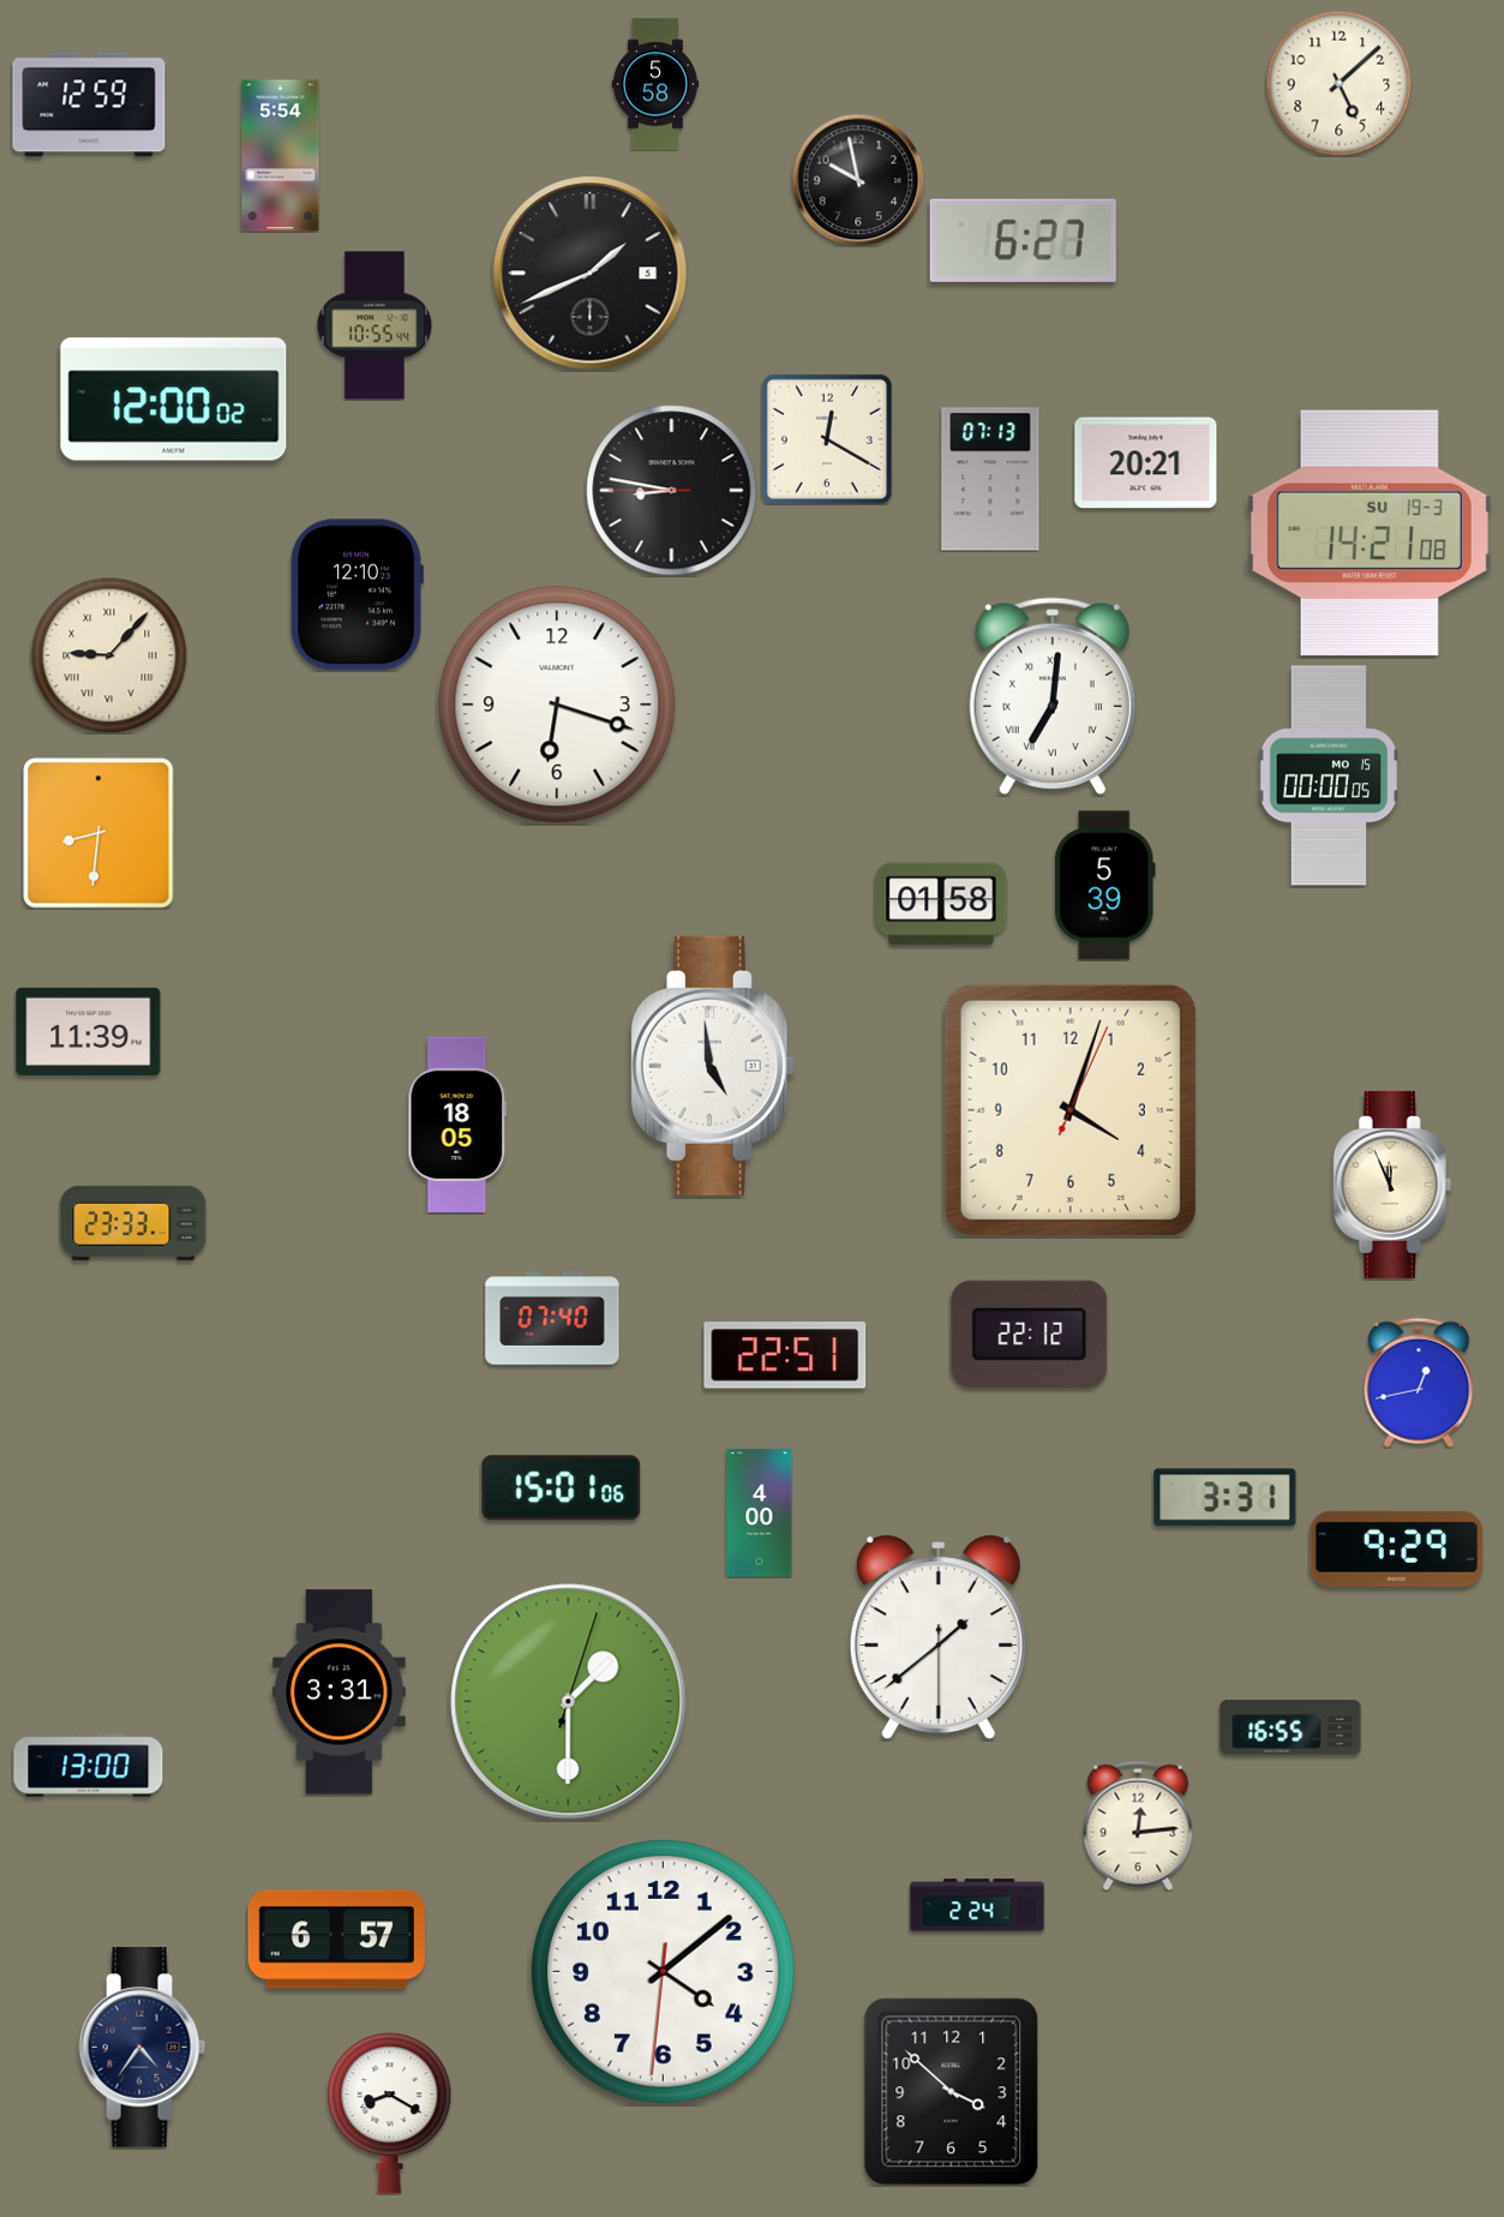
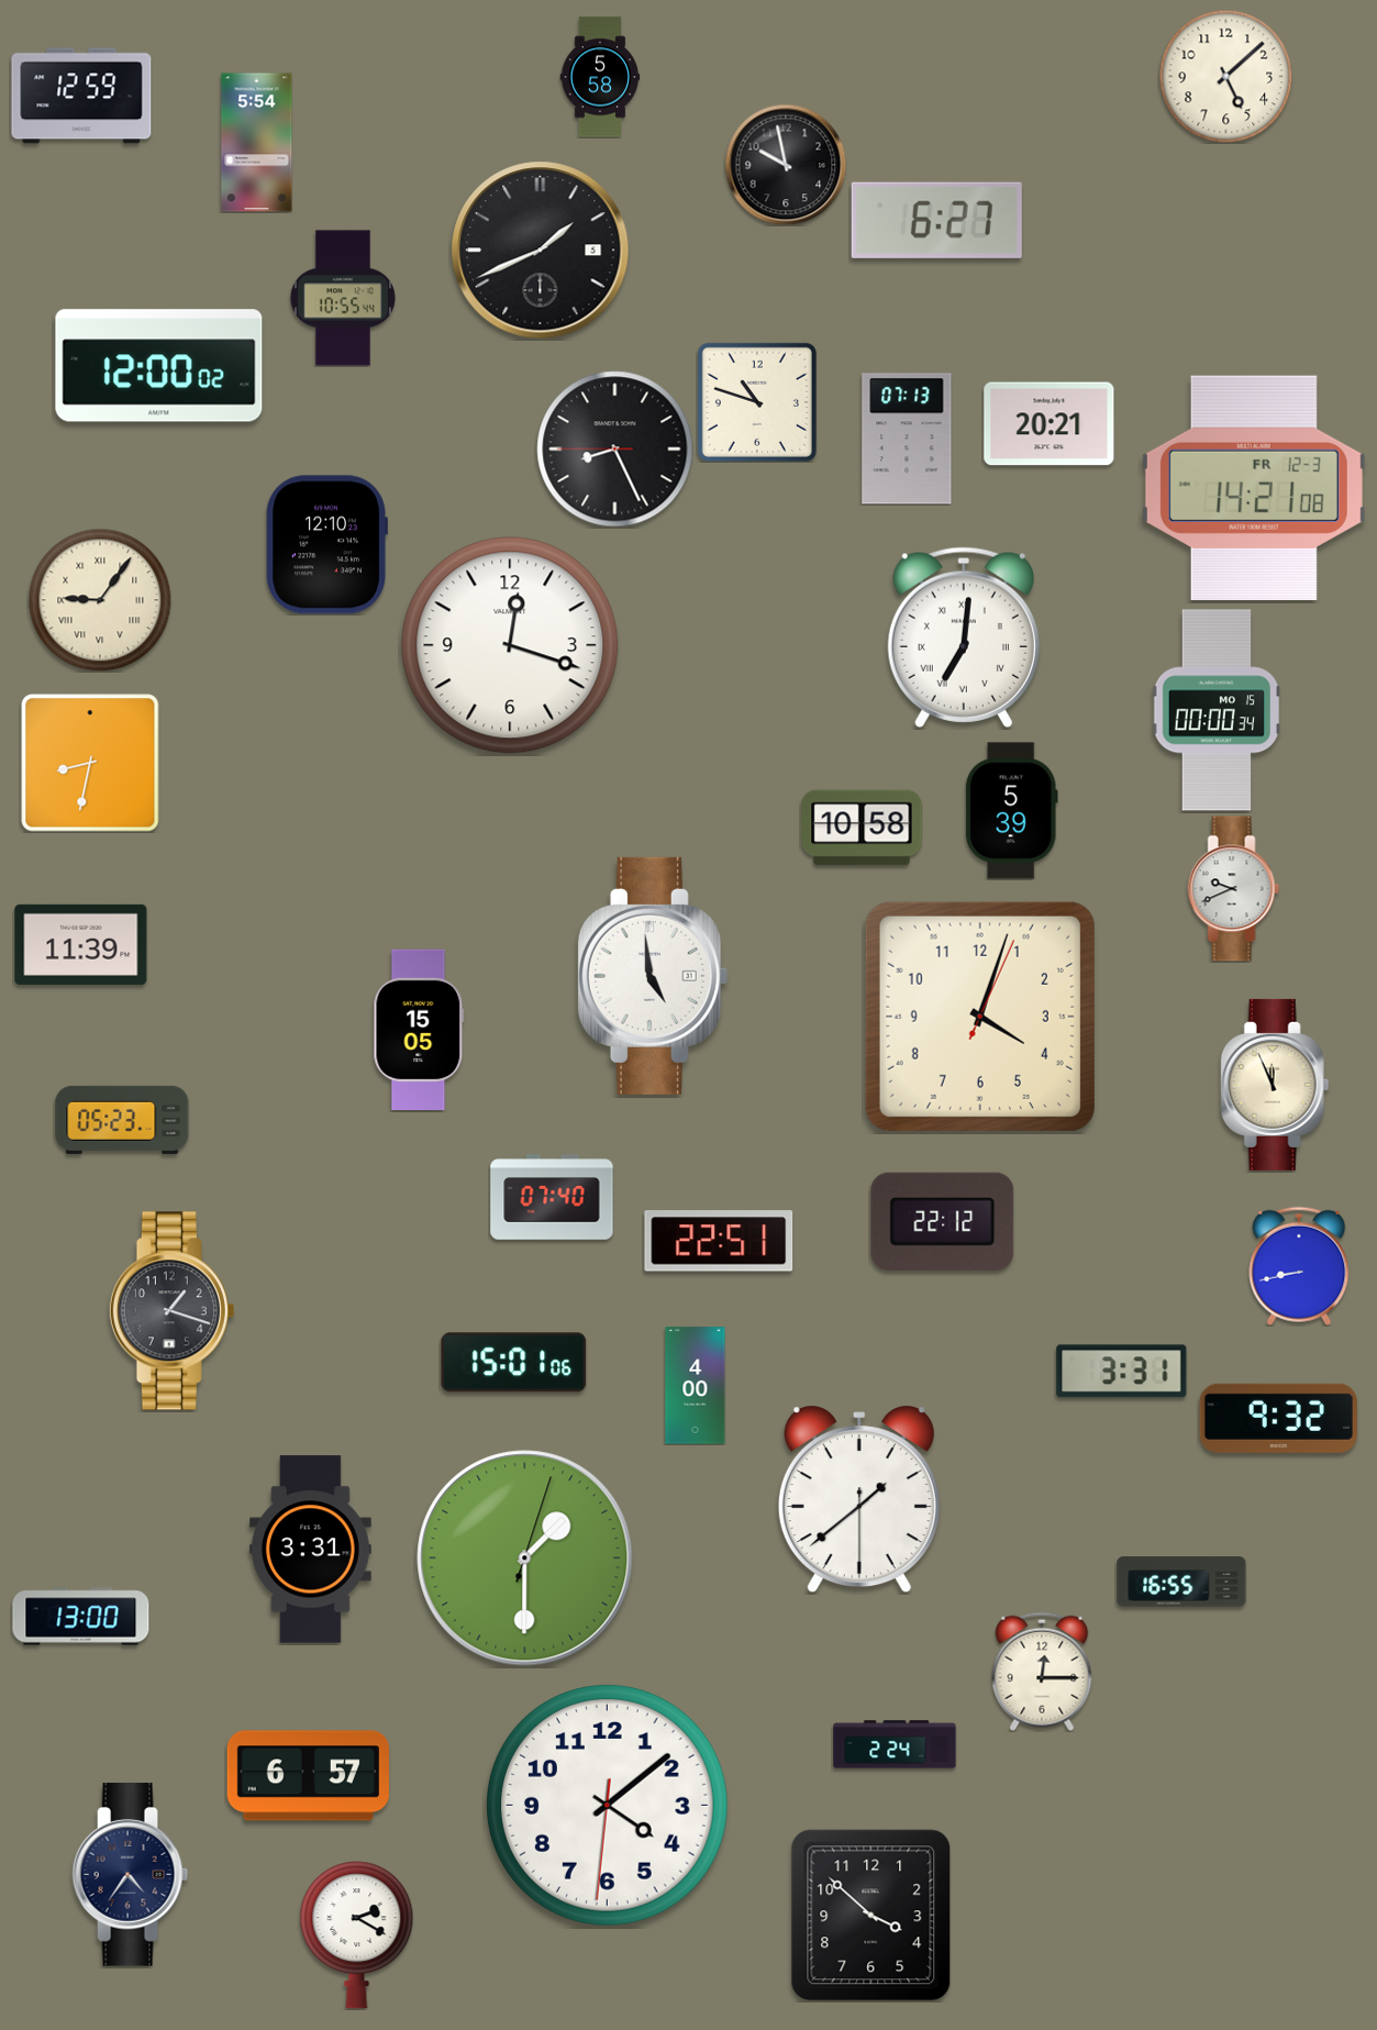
clock at (827, 439): 12:20 -> 10:48
clock at (672, 491): 8:46 -> 8:25
clock at (1370, 533) date: SU 19-3 -> FR 12-3
clock at (109, 655): 9:07 -> 9:06
clock at (557, 705): 6:18 -> 12:18
clock at (1329, 775): 00:00:05 -> 00:00:34
clock at (98, 833): 8:31 -> 8:32
clock at (941, 904): 01:58 -> 10:58
clock at (1234, 889): none -> 9:41
clock at (457, 1125): 18:05 -> 15:05
clock at (133, 1223): 23:33 -> 05:23
clock at (552, 1318) position: (552, 1318) -> (552, 1197)
clock at (1419, 1383): 12:43 -> 8:43
clock at (171, 1311): none -> 1:18
clock at (1396, 1548): 9:29 -> 9:32
clock at (569, 1702) position: (569, 1702) -> (525, 1558)
clock at (1138, 1826): 12:14 -> 12:15
clock at (390, 2114): 8:20 -> 2:20
